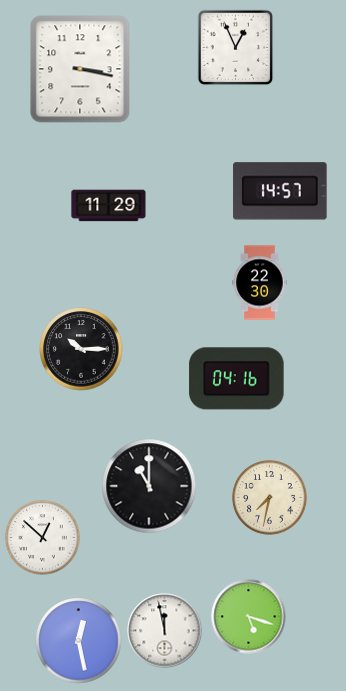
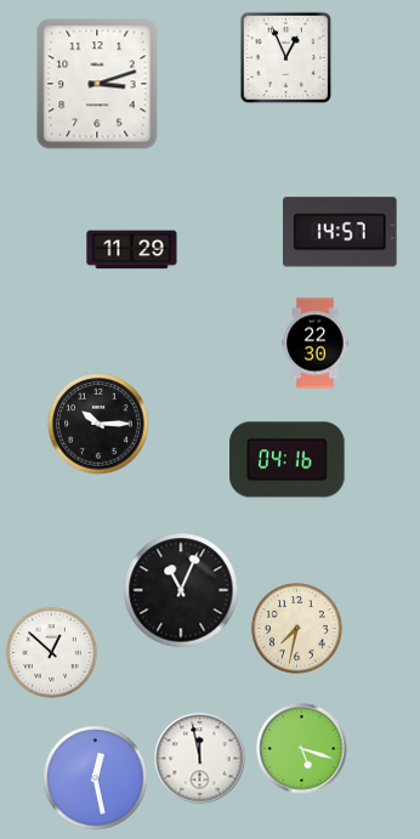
clock at (80, 69): 3:17 -> 3:12
clock at (149, 486): 11:00 -> 11:04
clock at (270, 498) position: (270, 498) -> (297, 629)
clock at (165, 631) position: (165, 631) -> (200, 759)
